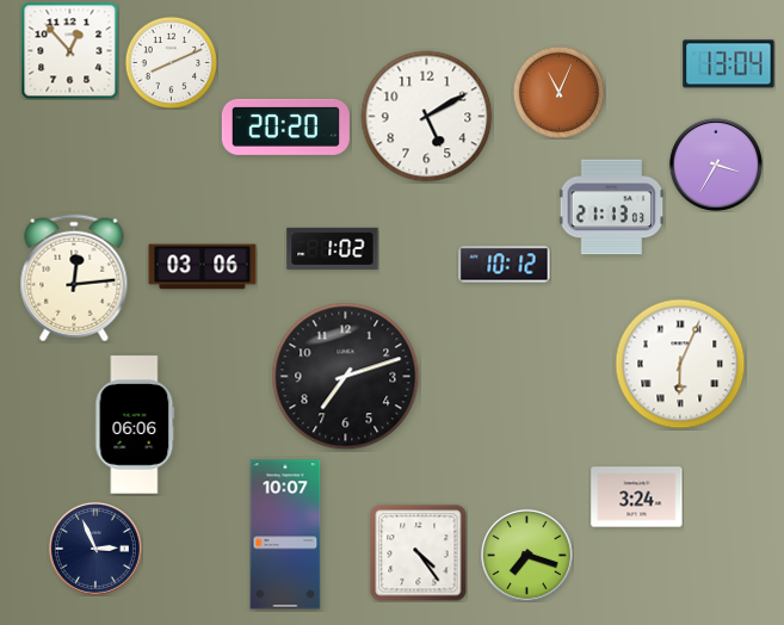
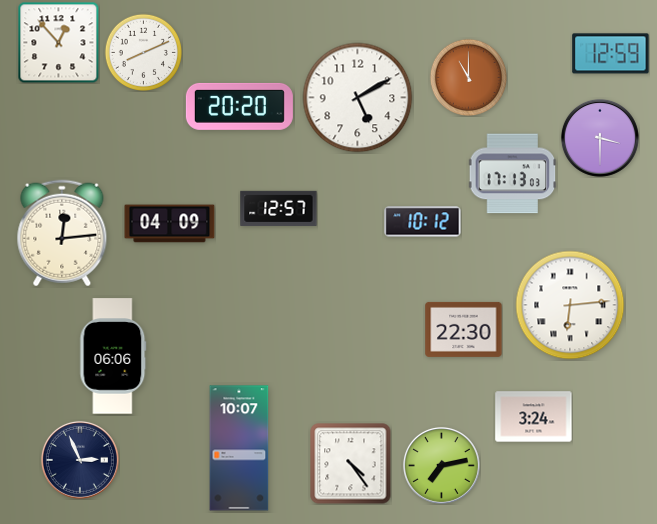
clock at (729, 64): 13:04 -> 12:59
clock at (558, 92): 11:04 -> 11:00
clock at (716, 165): 3:35 -> 3:30
clock at (611, 208): 21:13 -> 17:13
clock at (333, 248): 1:02 -> 12:57
clock at (203, 267): 03:06 -> 04:09
clock at (680, 364): 6:04 -> 6:14
clock at (346, 377): 7:12 -> none
clock at (464, 329): none -> 22:30
clock at (526, 555): 7:18 -> 7:13
